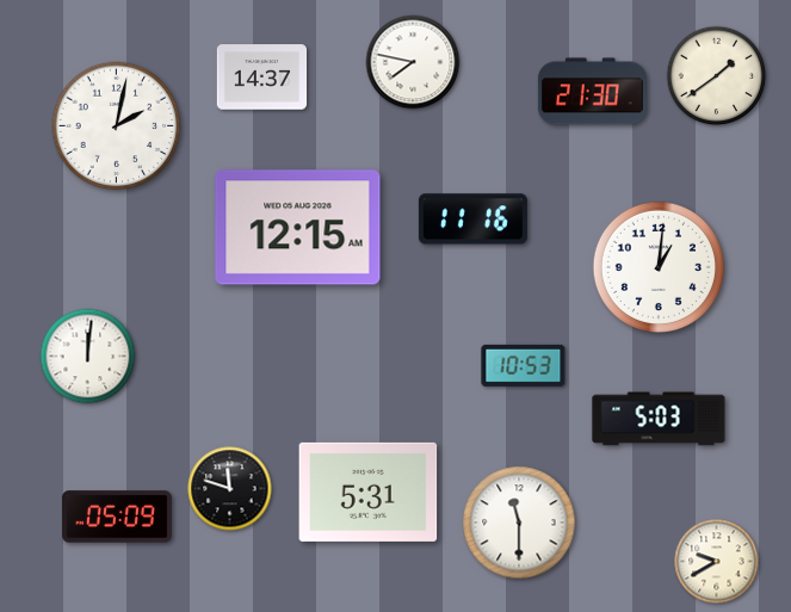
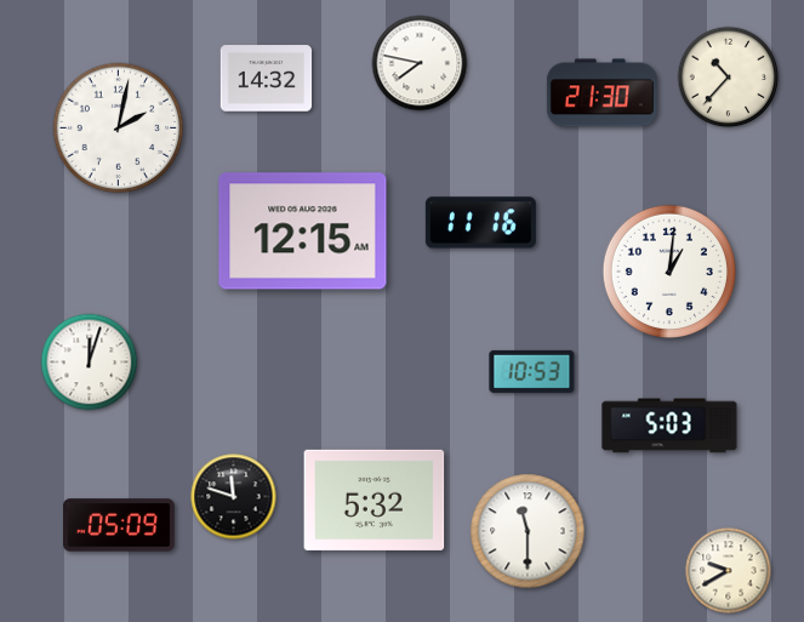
clock at (717, 76): 1:39 -> 10:37
clock at (262, 78): 14:37 -> 14:32
clock at (88, 357): 12:01 -> 12:03
clock at (369, 492): 5:31 -> 5:32
